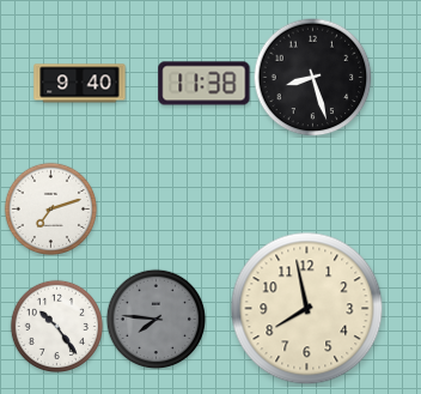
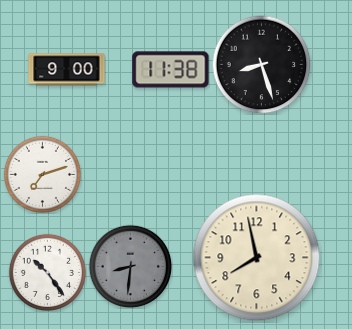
clock at (80, 84): 9:40 -> 9:00
clock at (155, 319): 7:46 -> 8:31
